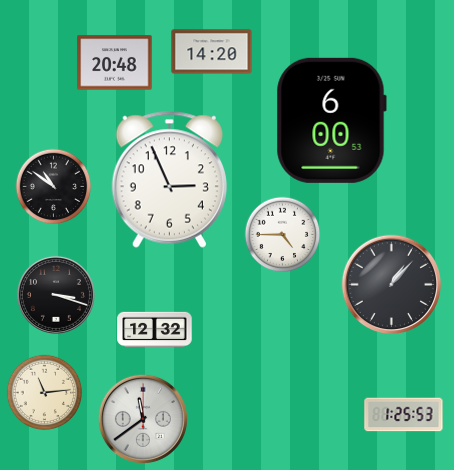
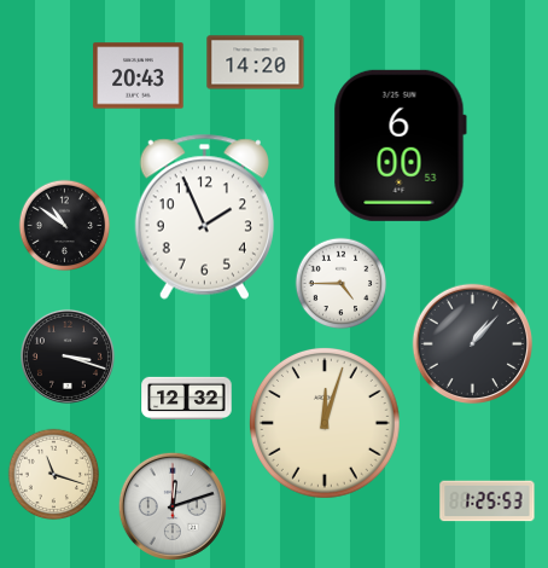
clock at (115, 63): 20:48 -> 20:43
clock at (169, 179): 2:56 -> 1:56
clock at (325, 423): none -> 12:03
clock at (45, 393): 11:14 -> 11:18
clock at (143, 419): 11:39 -> 12:12
